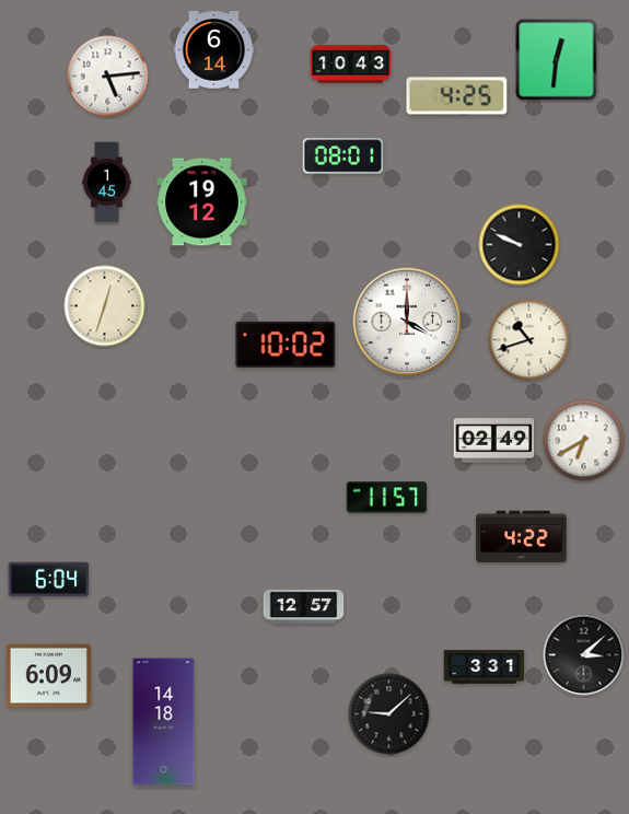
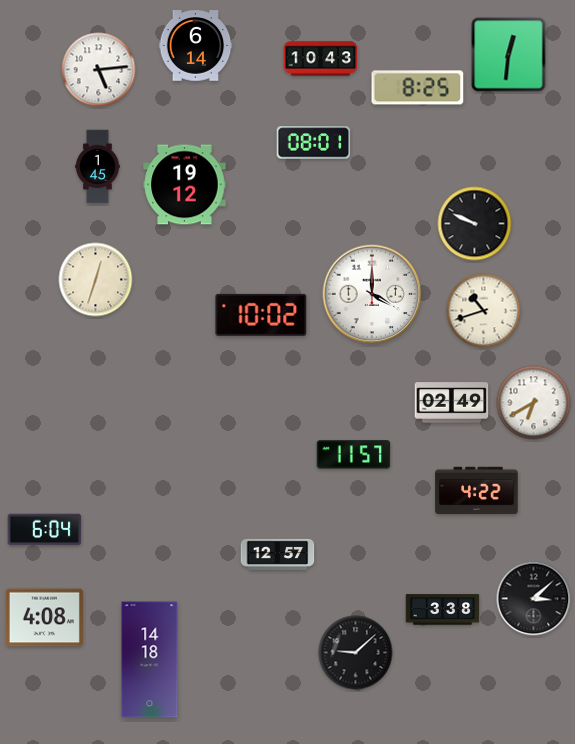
clock at (457, 96): 4:25 -> 8:25
clock at (485, 667): 3:31 -> 3:38
clock at (48, 676): 6:09 -> 4:08
